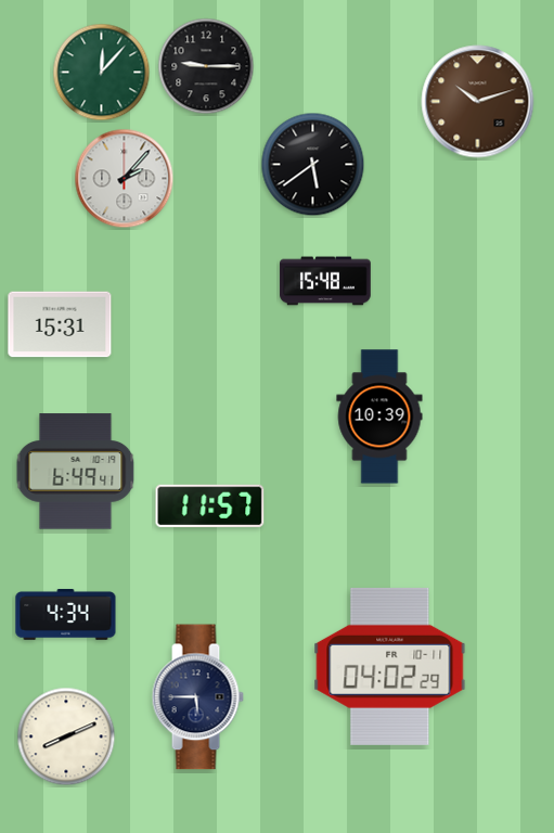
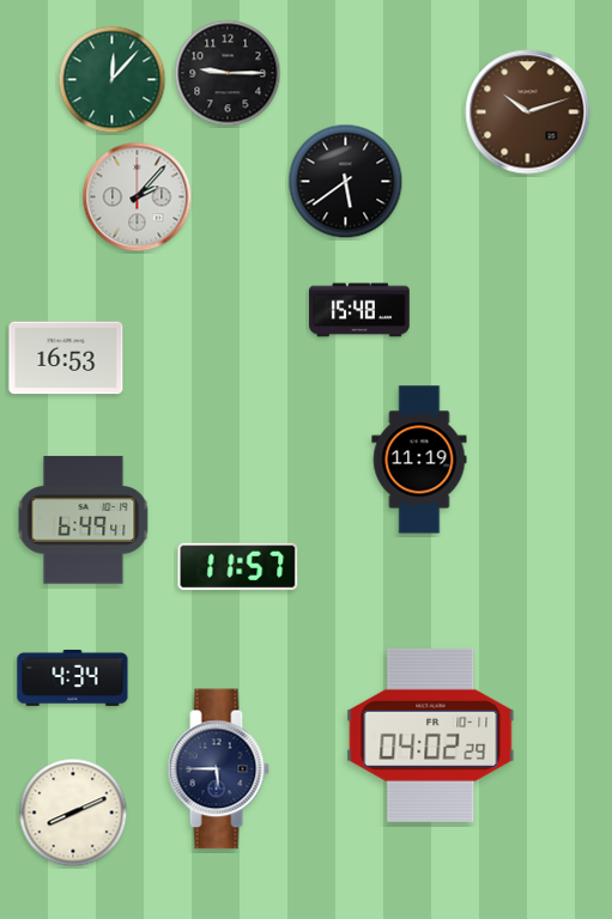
clock at (60, 324): 15:31 -> 16:53
clock at (379, 416): 10:39 -> 11:19
clock at (210, 505) position: (210, 505) -> (238, 566)
